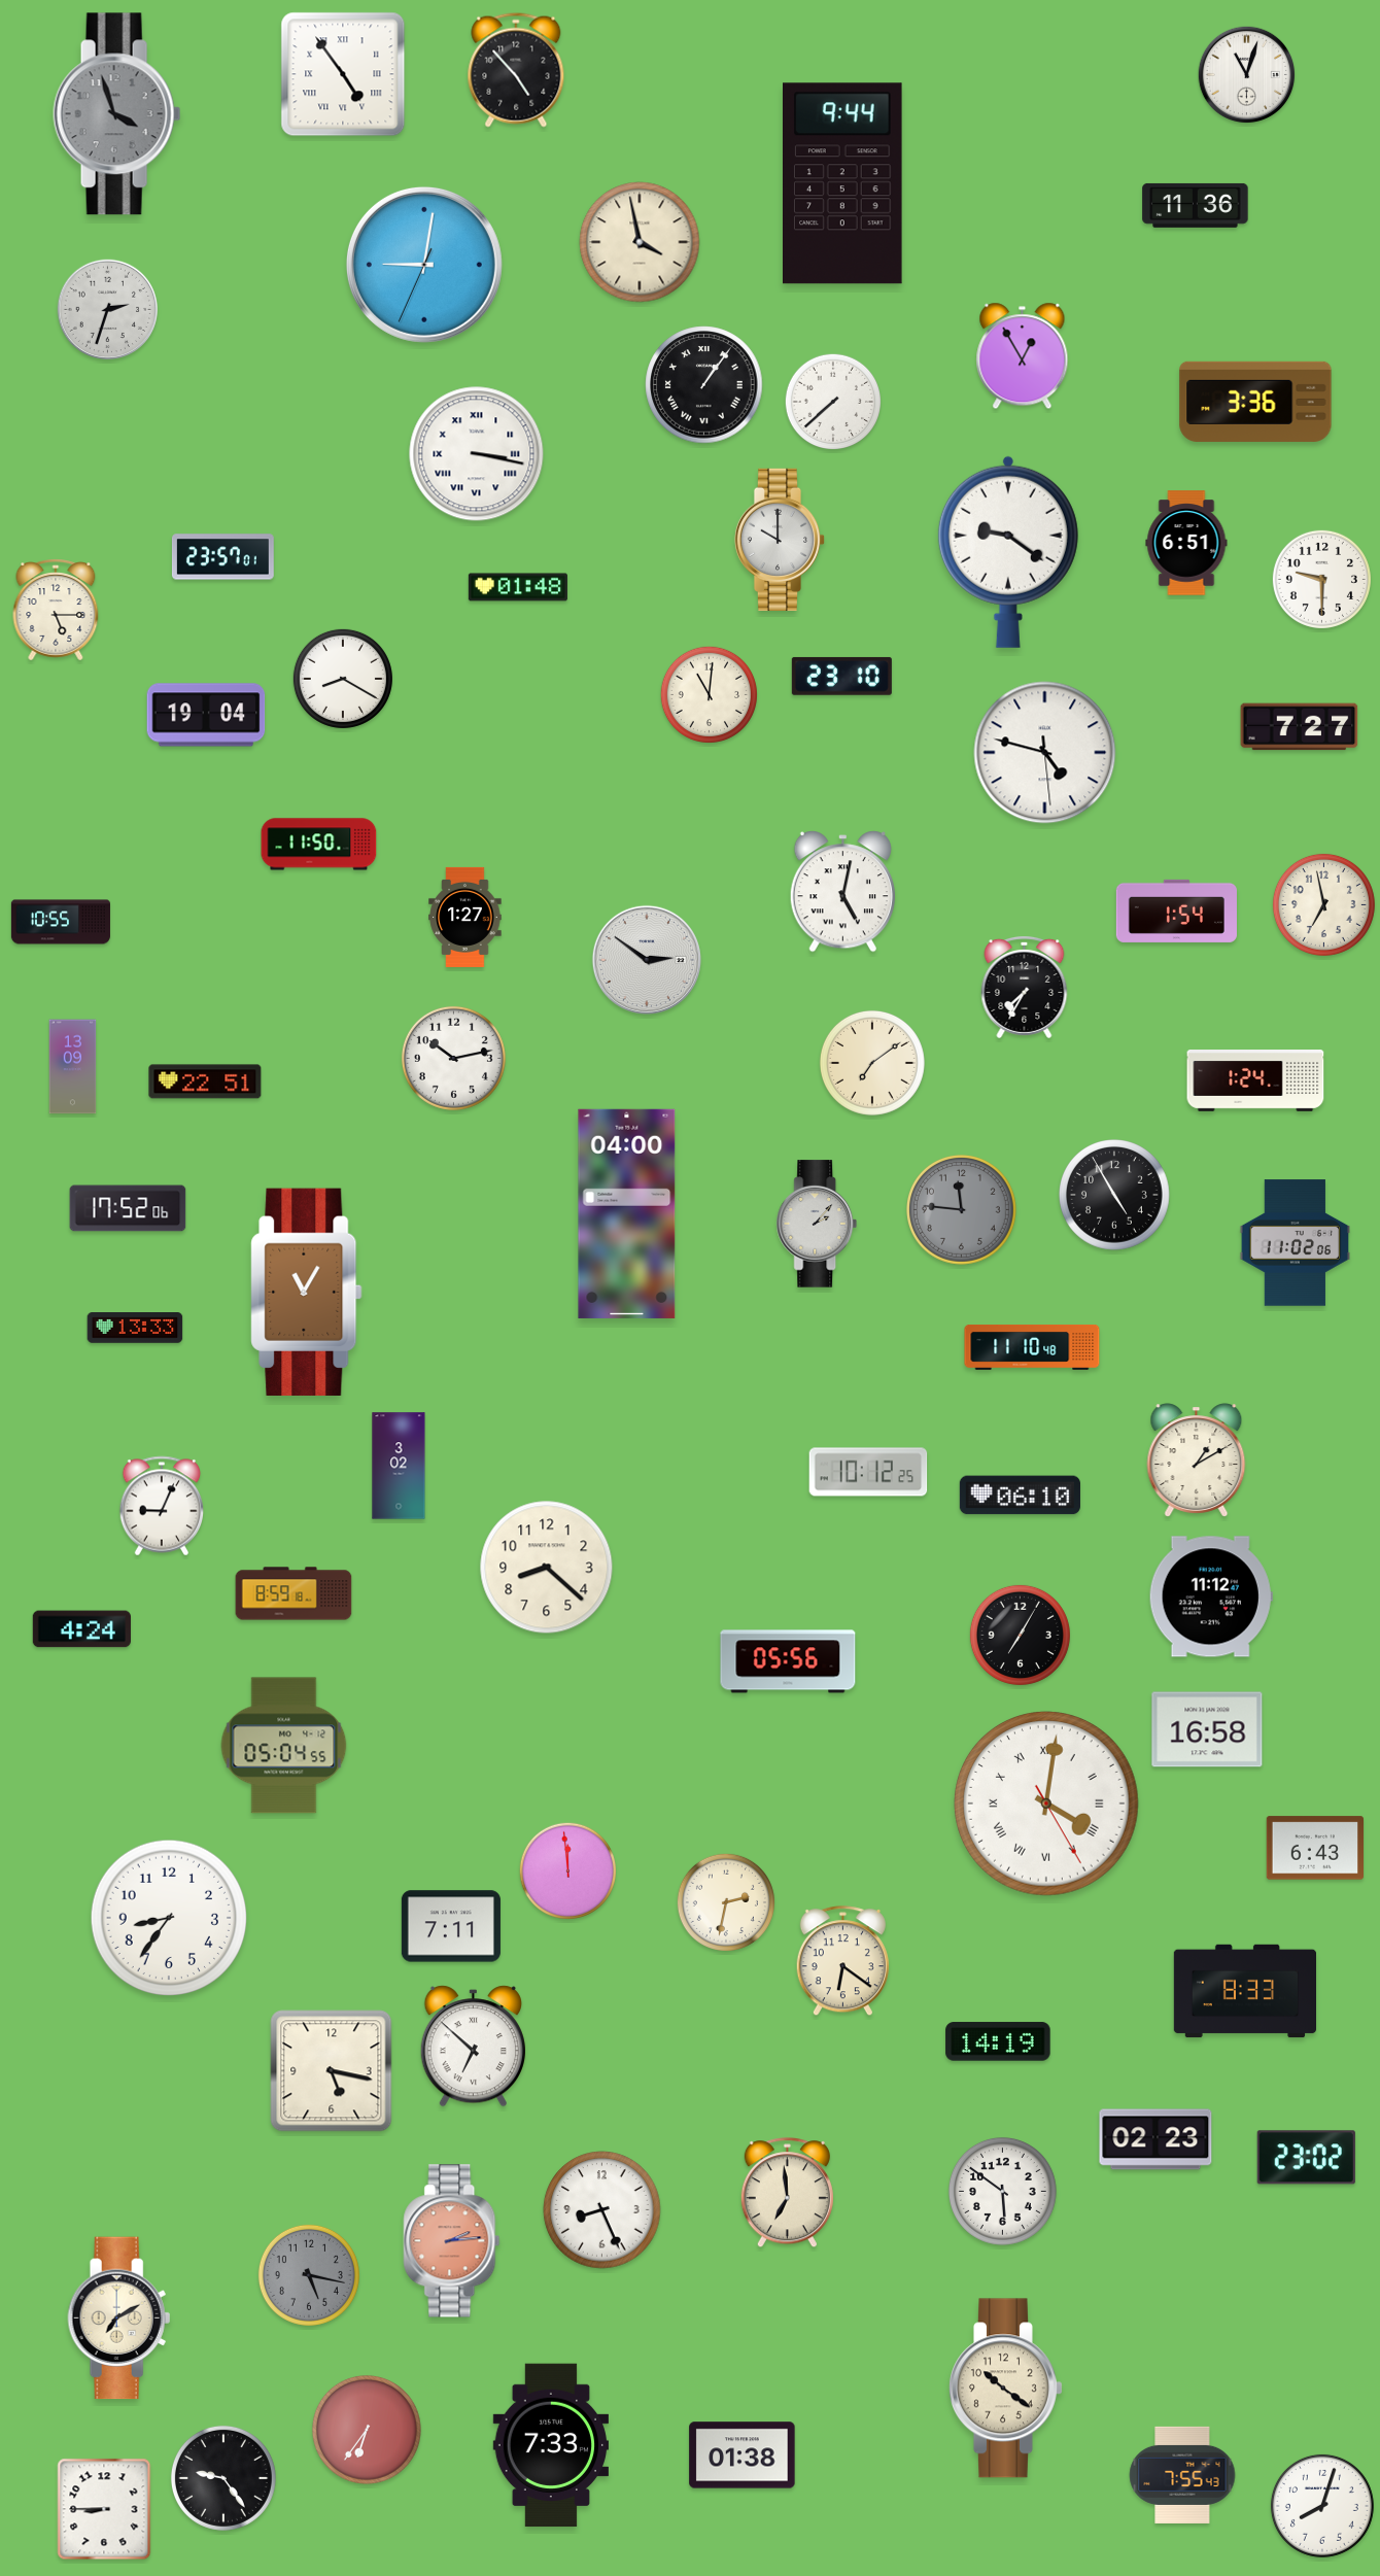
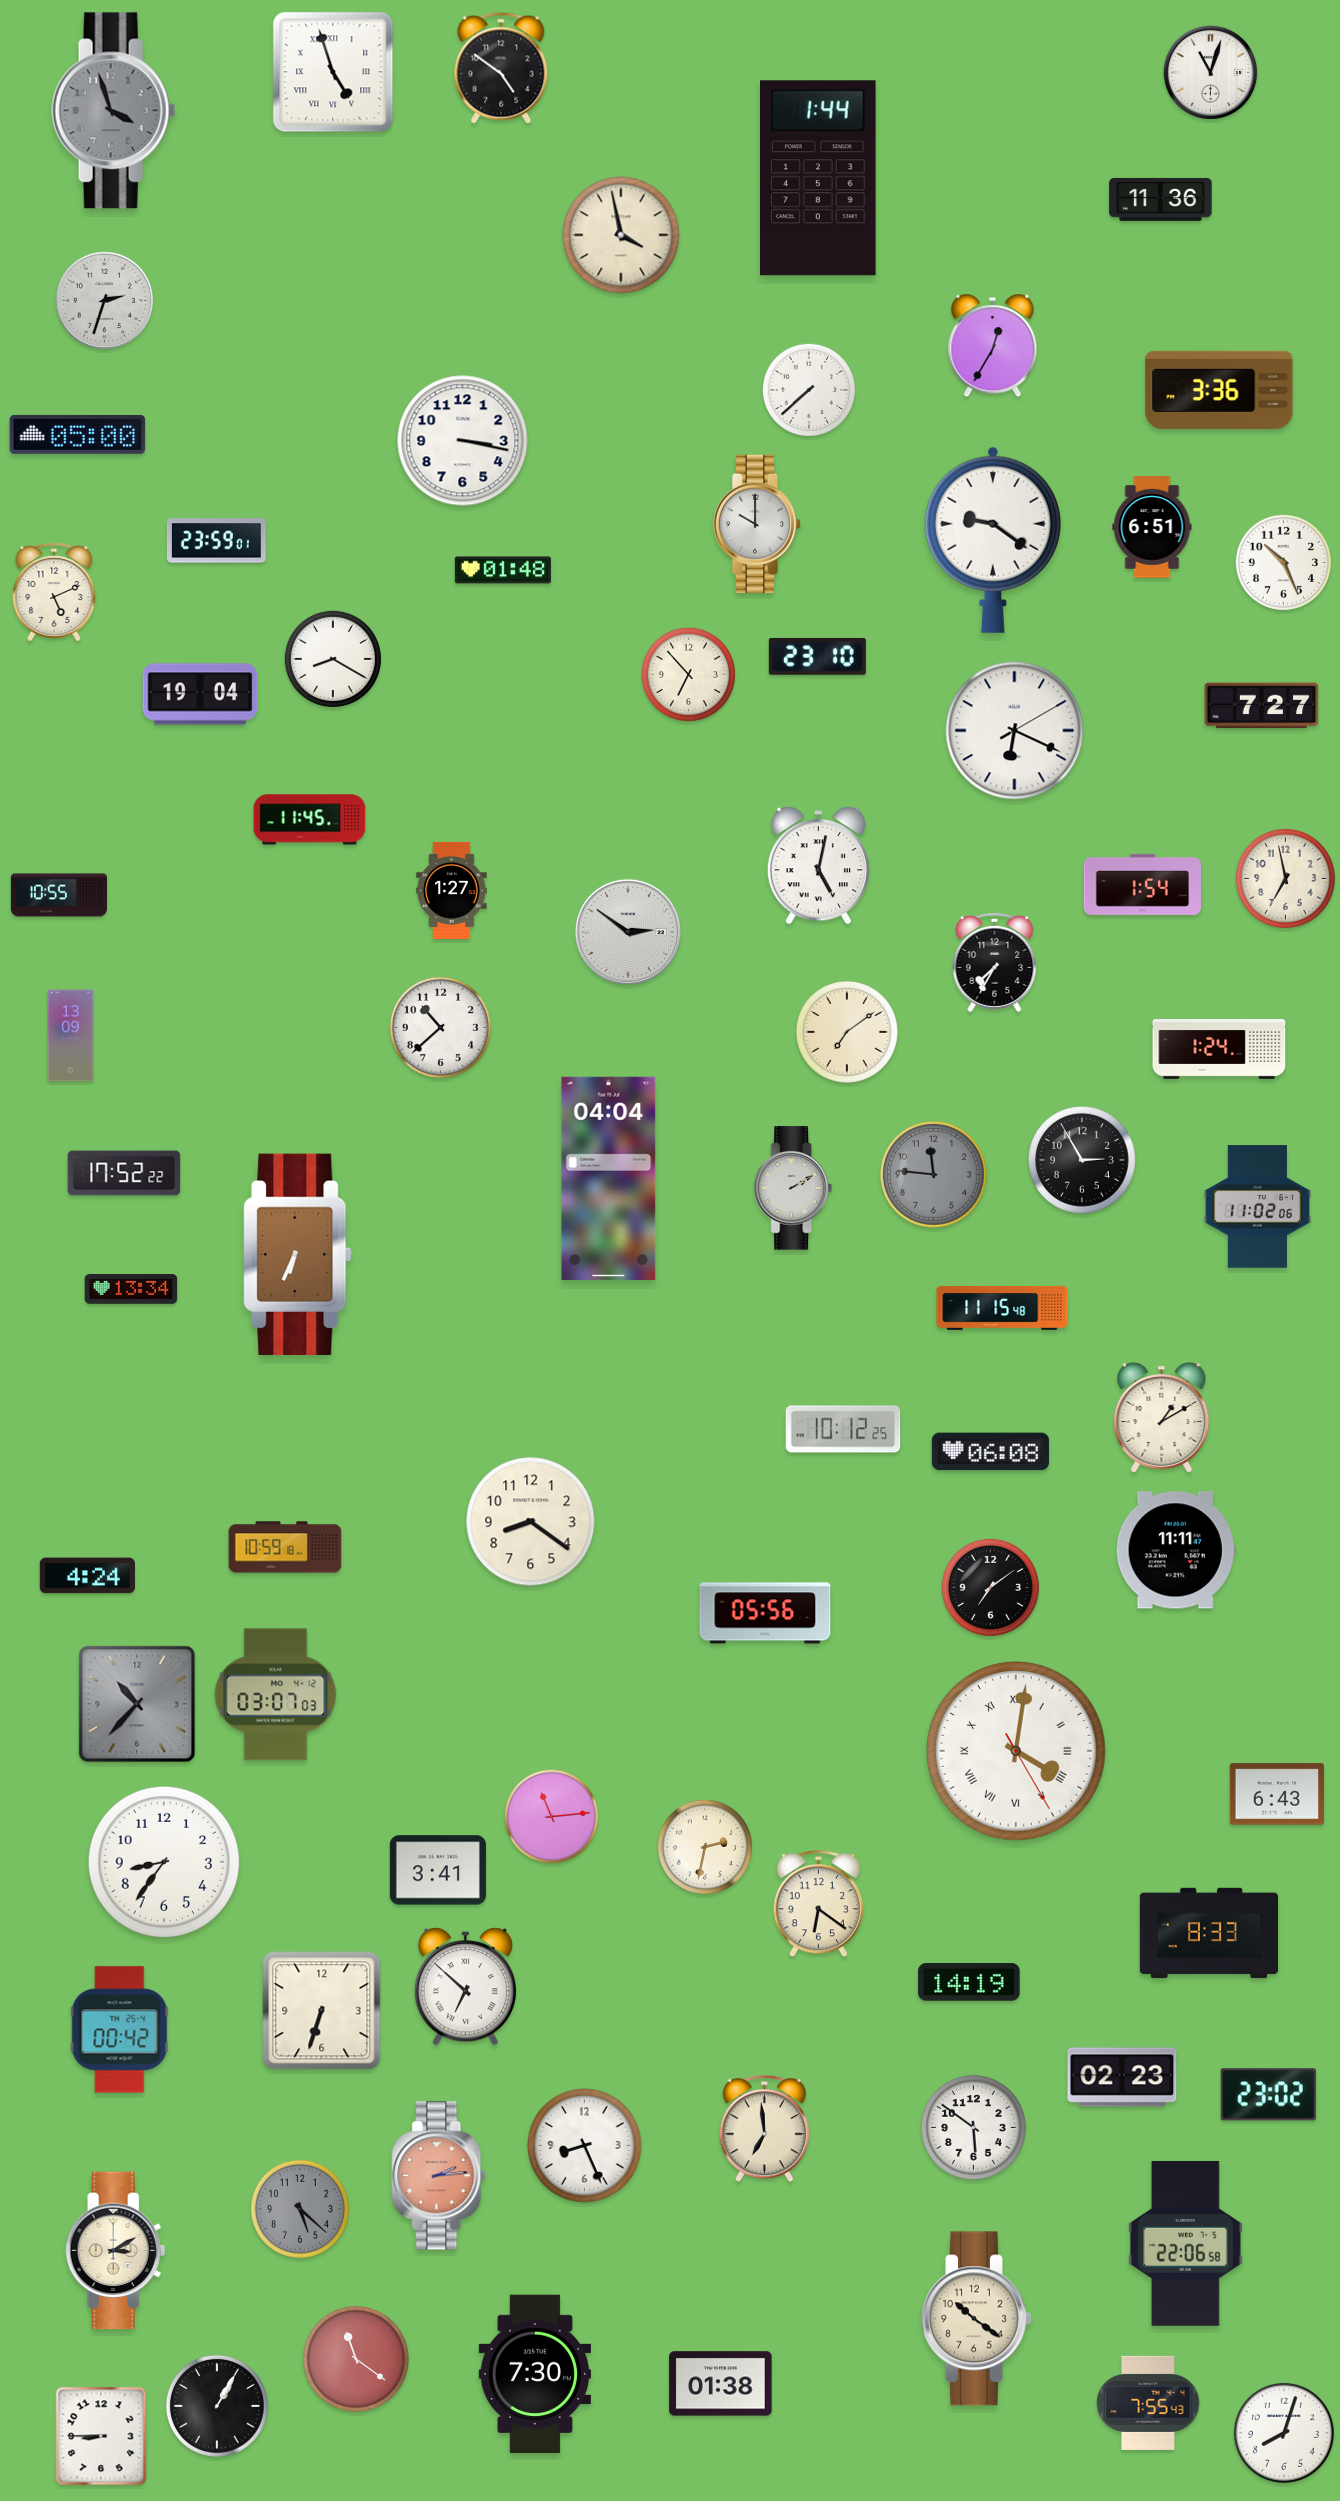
clock at (516, 70): 4:53 -> 4:51
clock at (343, 74): 4:54 -> 4:57
clock at (843, 183): 9:44 -> 1:44
clock at (424, 265): 9:01 -> none
clock at (1023, 356): 12:55 -> 12:35
clock at (704, 385): 1:06 -> none
clock at (78, 434): none -> 05:00
clock at (477, 454) numerals: Roman -> Arabic
clock at (1008, 552) position: (1008, 552) -> (993, 540)
clock at (222, 557): 23:57 -> 23:59
clock at (1321, 579): 9:30 -> 10:26
clock at (56, 610): 5:15 -> 5:11
clock at (709, 694): 11:01 -> 6:53
clock at (1045, 753): 4:47 -> 6:19
clock at (319, 845): 11:50 -> 11:45
clock at (1025, 987) position: (1025, 987) -> (995, 962)
clock at (453, 1058): 10:13 -> 10:38
clock at (205, 1081): 22:51 -> none
clock at (1115, 1196): 4:55 -> 2:55
clock at (128, 1208): 17:52:06 -> 17:52:22
clock at (627, 1213): 04:00 -> 04:04
clock at (817, 1224): 2:07 -> 2:10
clock at (307, 1292): 11:05 -> 6:34
clock at (135, 1328): 13:33 -> 13:34
clock at (1032, 1348): 11:10 -> 11:15
clock at (399, 1466): 3:02 -> none
clock at (1020, 1496): 06:10 -> 06:08
clock at (162, 1506): 9:04 -> none
clock at (547, 1568): 8:22 -> 8:21
clock at (294, 1593): 8:59 -> 10:59
clock at (1211, 1596): 11:12 -> 11:11
clock at (81, 1629) position: (81, 1629) -> (87, 1576)
clock at (1020, 1635): 7:05 -> 7:09
clock at (1207, 1729): 16:58 -> none
clock at (284, 1746): 05:04 -> 03:07
clock at (137, 1704): none -> 10:37
clock at (567, 1870): 11:59 -> 11:14
clock at (451, 1926): 7:11 -> 3:41
clock at (473, 2047) position: (473, 2047) -> (465, 1987)
clock at (332, 2071): 5:17 -> 6:33
clock at (120, 2030): none -> 00:42
clock at (309, 2275): 5:17 -> 5:22
clock at (1185, 2243): none -> 22:06
clock at (119, 2319): 7:10 -> 3:10
clock at (367, 2430): 6:36 -> 11:21
clock at (550, 2445): 7:33 -> 7:30
clock at (223, 2478): 9:24 -> 1:05
